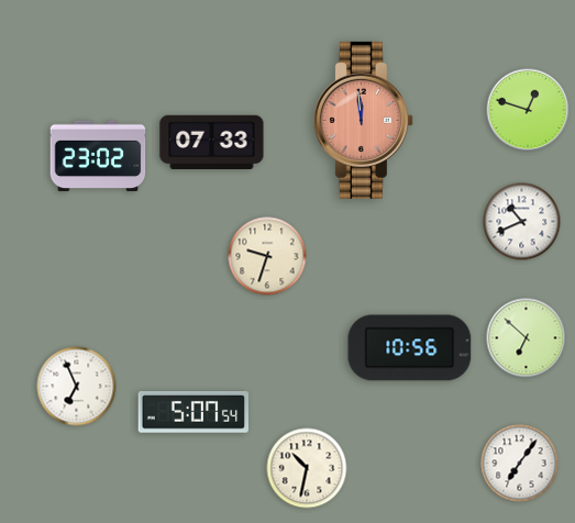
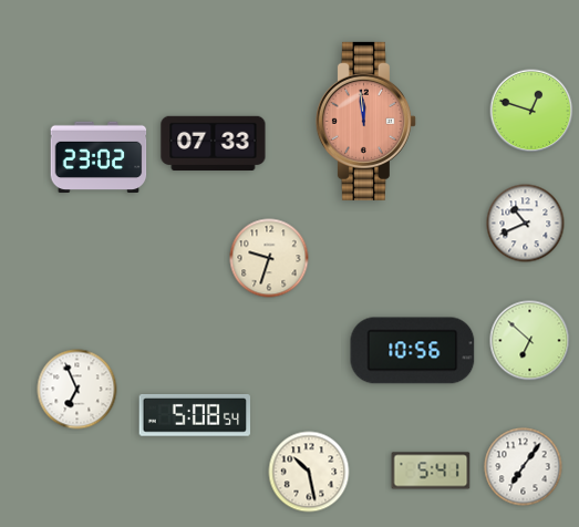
clock at (192, 413): 5:07 -> 5:08
clock at (431, 471): none -> 5:41
clock at (307, 468): 10:32 -> 10:28
